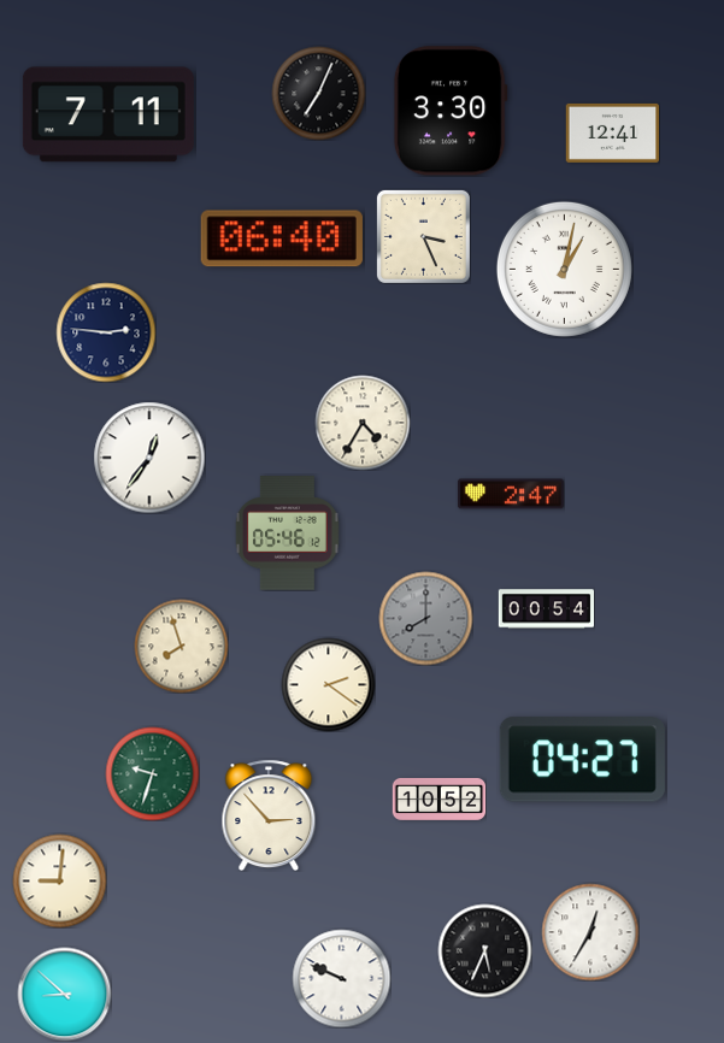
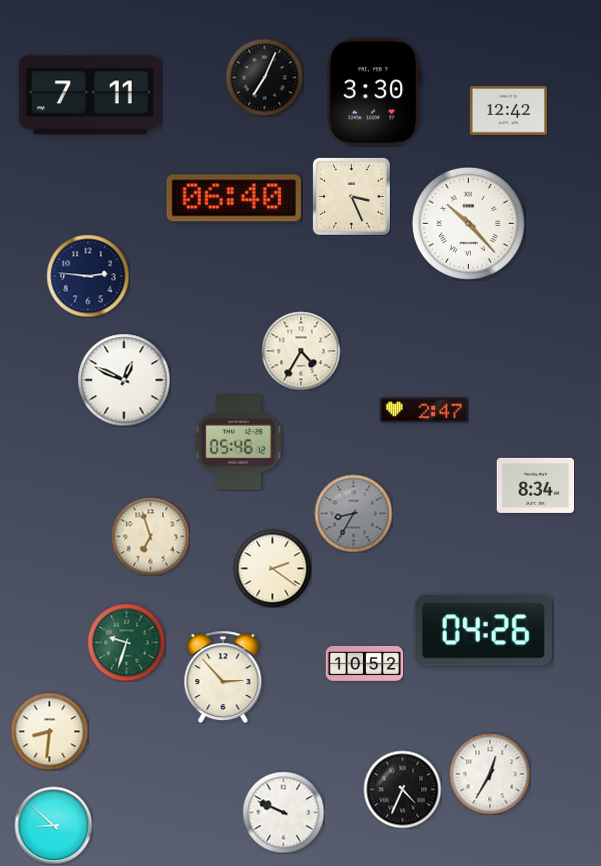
clock at (612, 132): 12:41 -> 12:42
clock at (564, 269): 1:02 -> 10:23
clock at (149, 458): 12:36 -> 12:49
clock at (535, 485): none -> 8:34
clock at (546, 609): 00:54 -> none
clock at (425, 618): 8:00 -> 8:35
clock at (181, 646): 7:57 -> 6:57
clock at (582, 760): 04:27 -> 04:26
clock at (59, 880): 9:01 -> 8:31
clock at (484, 950): 5:34 -> 4:34
